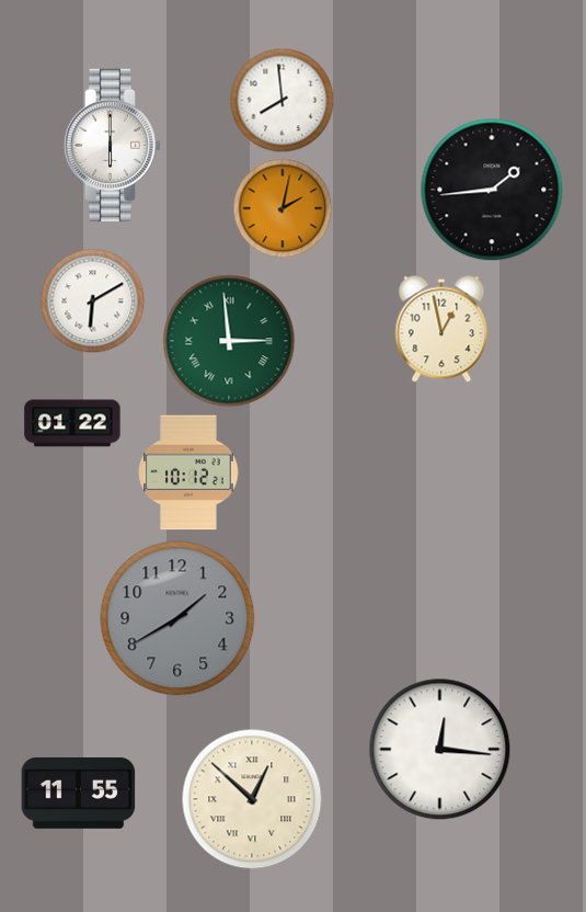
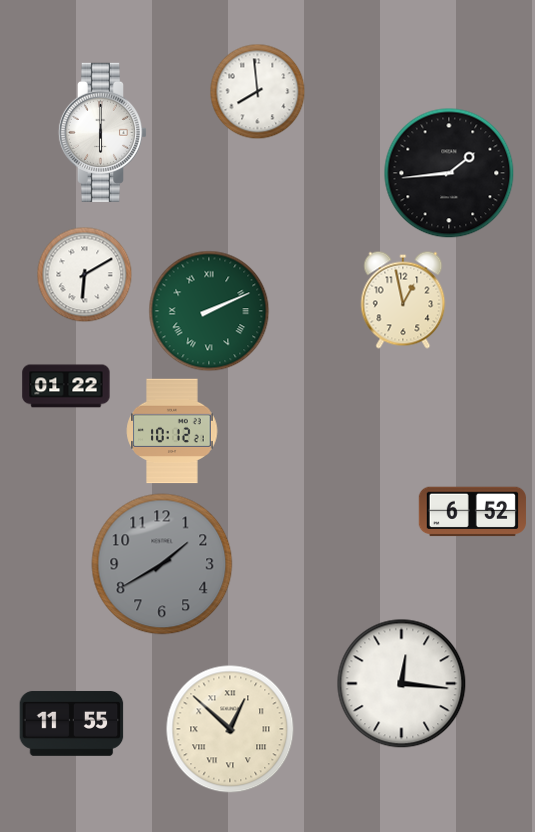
clock at (283, 208): 2:02 -> none
clock at (229, 341): 2:59 -> 2:11
clock at (472, 512): none -> 6:52
